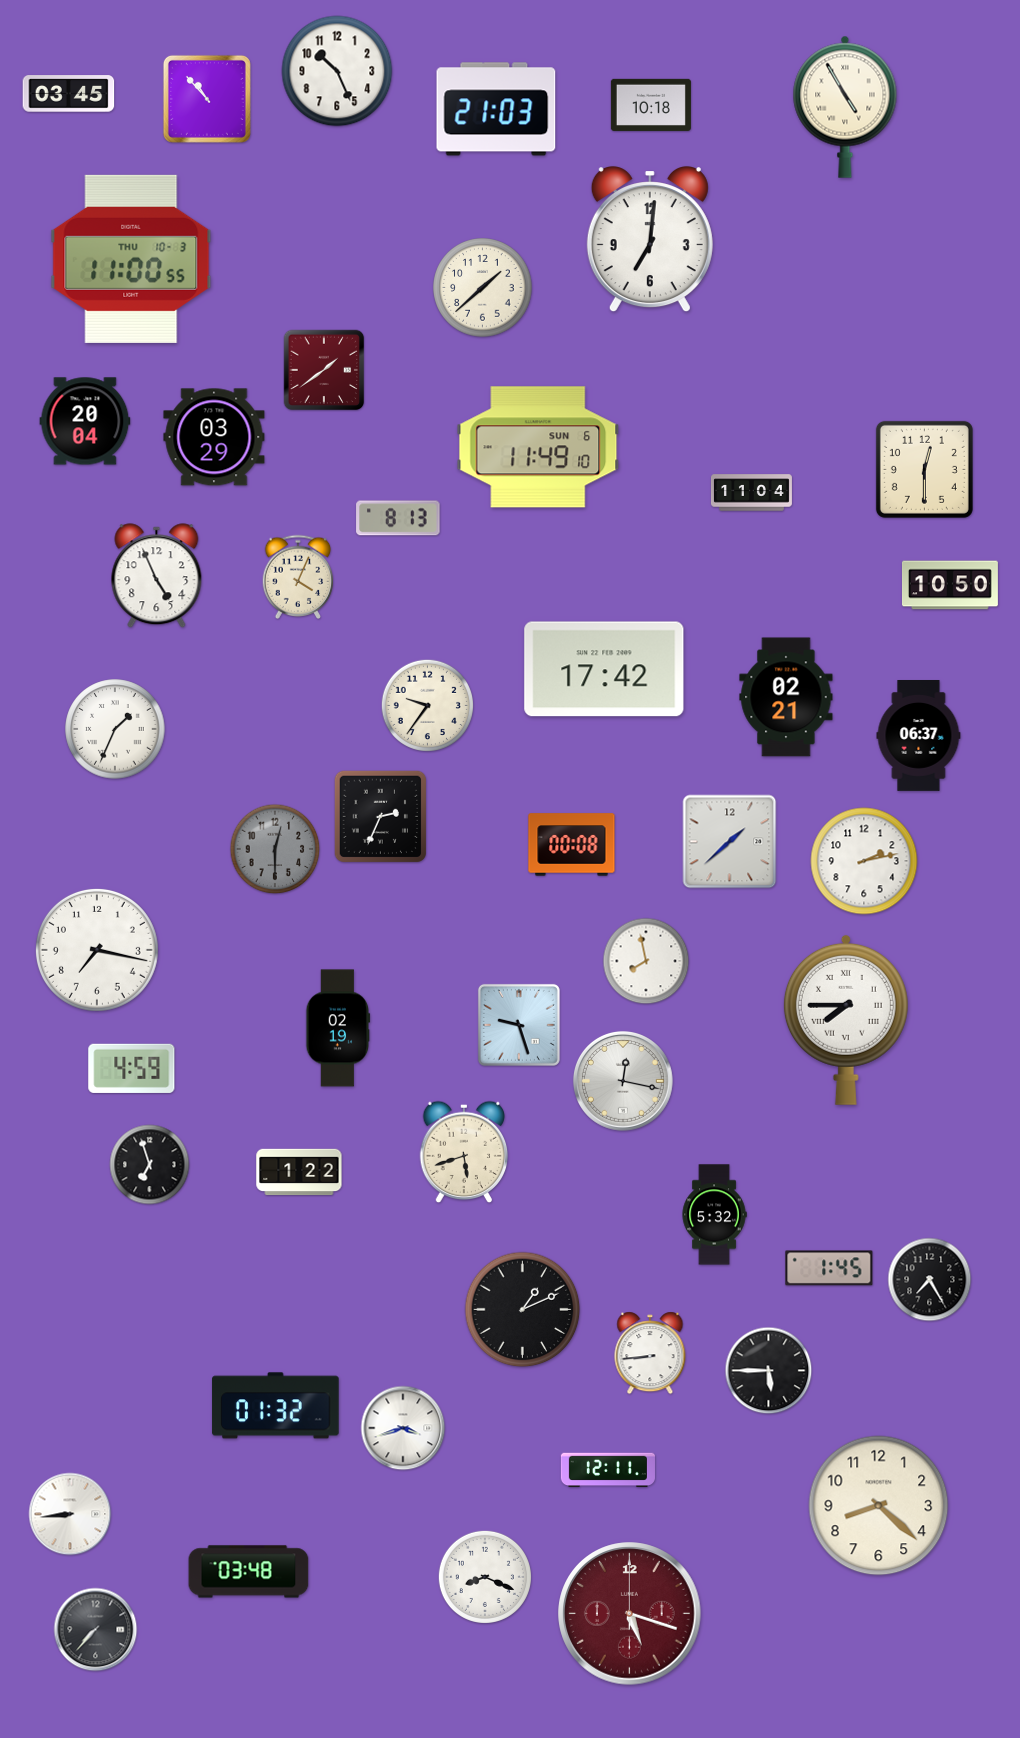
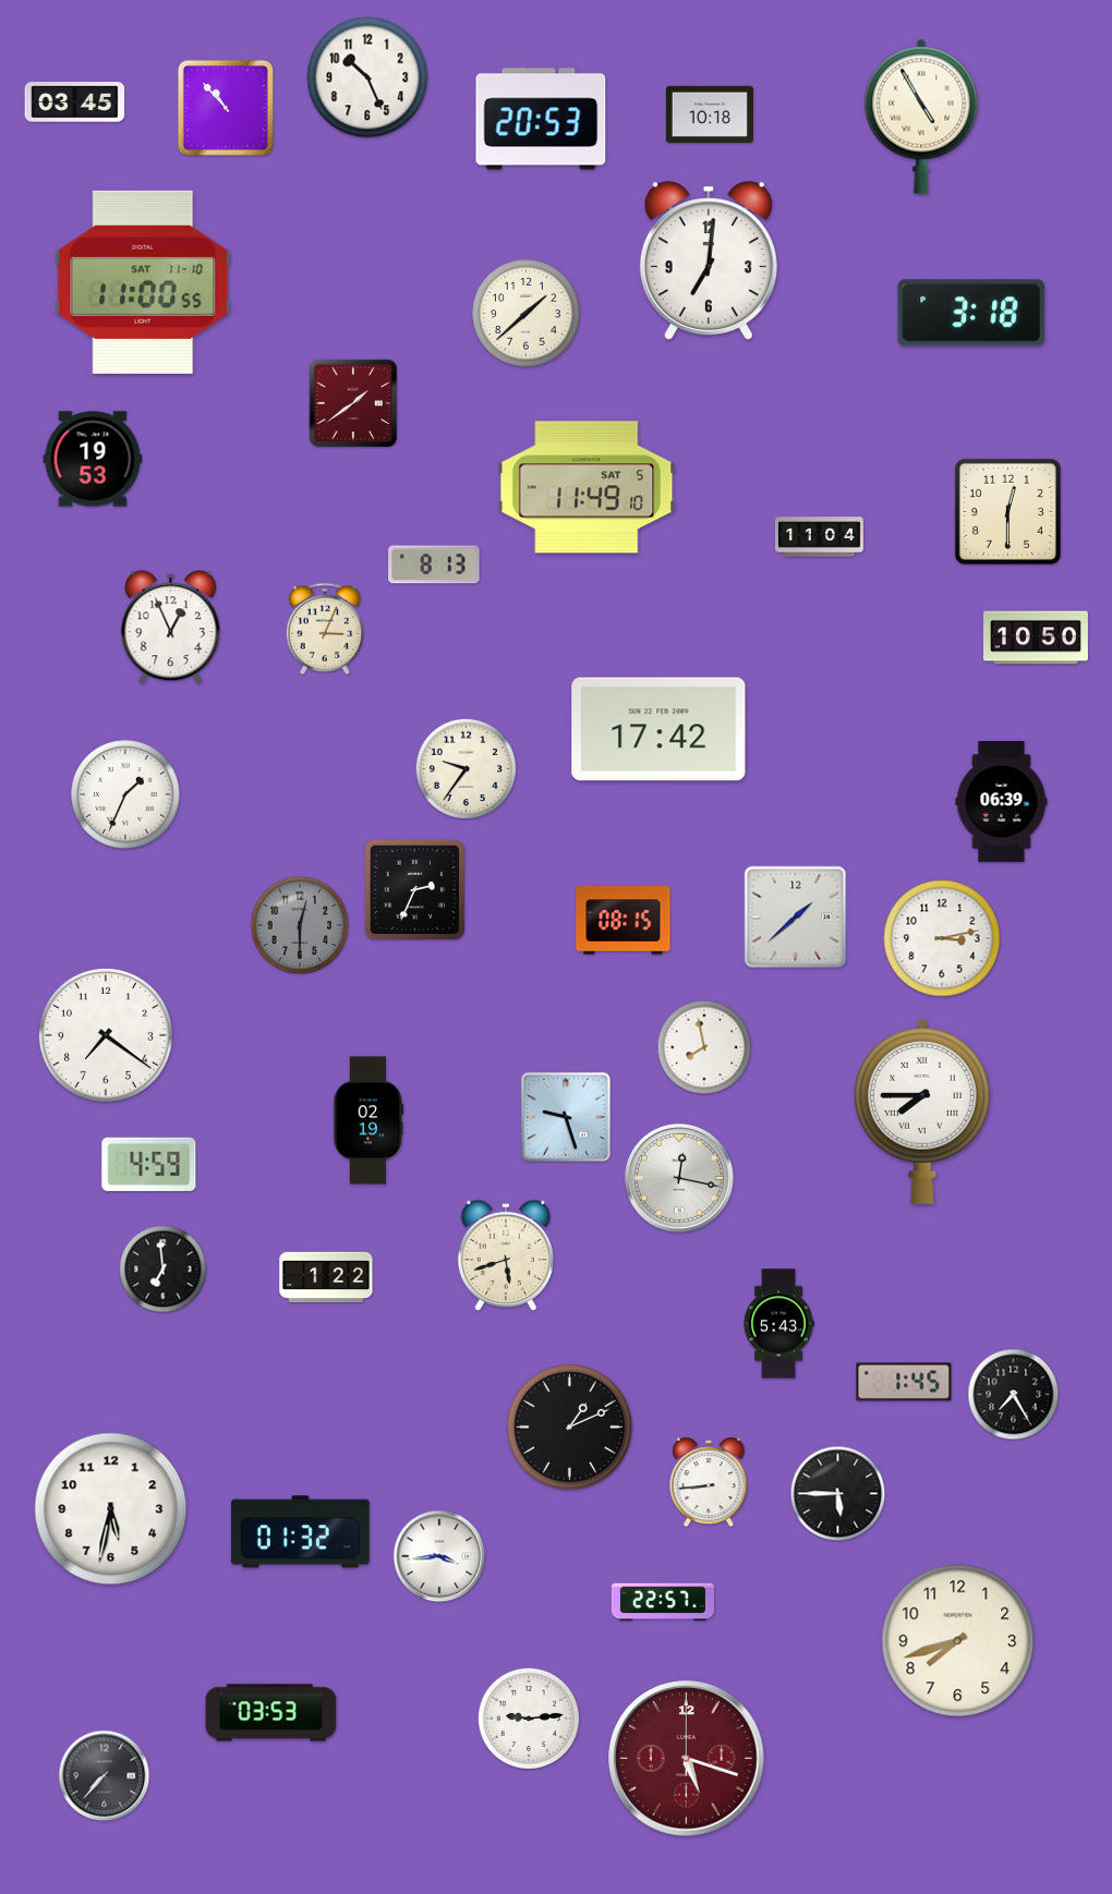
clock at (496, 109): 21:03 -> 20:53
clock at (131, 259) date: THU 10-3 -> SAT 11-10
clock at (971, 313): none -> 3:18
clock at (85, 421): 20:04 -> 19:53
clock at (214, 437): 03:29 -> none
clock at (538, 447) date: SUN 6 -> SAT 5
clock at (157, 576): 4:56 -> 12:56
clock at (298, 576): 4:04 -> 3:04
clock at (786, 697): 02:21 -> none
clock at (919, 736): 06:37 -> 06:39
clock at (572, 845): 00:08 -> 08:15
clock at (864, 861): 2:13 -> 3:13
clock at (97, 950): 7:17 -> 7:21
clock at (132, 1068) position: (132, 1068) -> (149, 1164)
clock at (150, 1165): 6:57 -> 6:59
clock at (714, 1215): 5:32 -> 5:43
clock at (650, 1353) position: (650, 1353) -> (709, 1482)
clock at (111, 1509): none -> 5:32
clock at (403, 1428): 3:42 -> 3:44
clock at (608, 1470): 12:11 -> 22:57
clock at (879, 1506): 8:22 -> 7:42
clock at (70, 1514): 8:44 -> none
clock at (249, 1572): 03:48 -> 03:53
clock at (485, 1577): 8:19 -> 9:14
